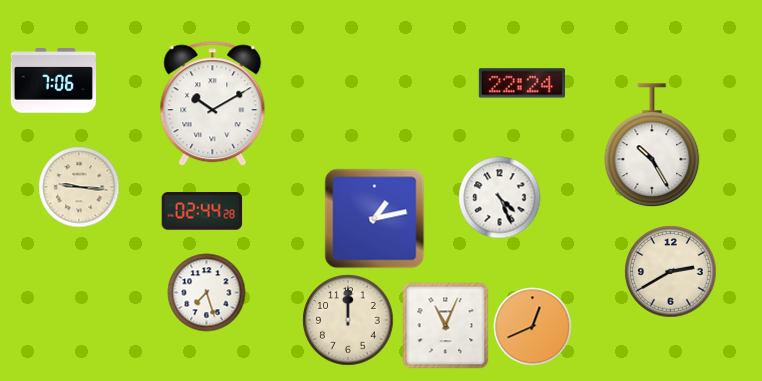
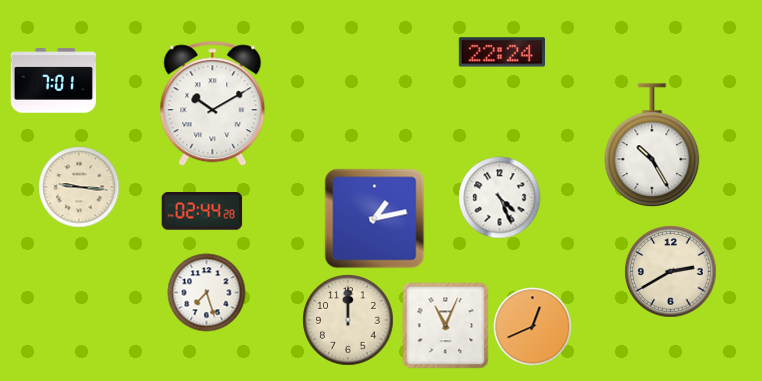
clock at (53, 81): 7:06 -> 7:01
clock at (521, 83) position: (521, 83) -> (501, 52)
